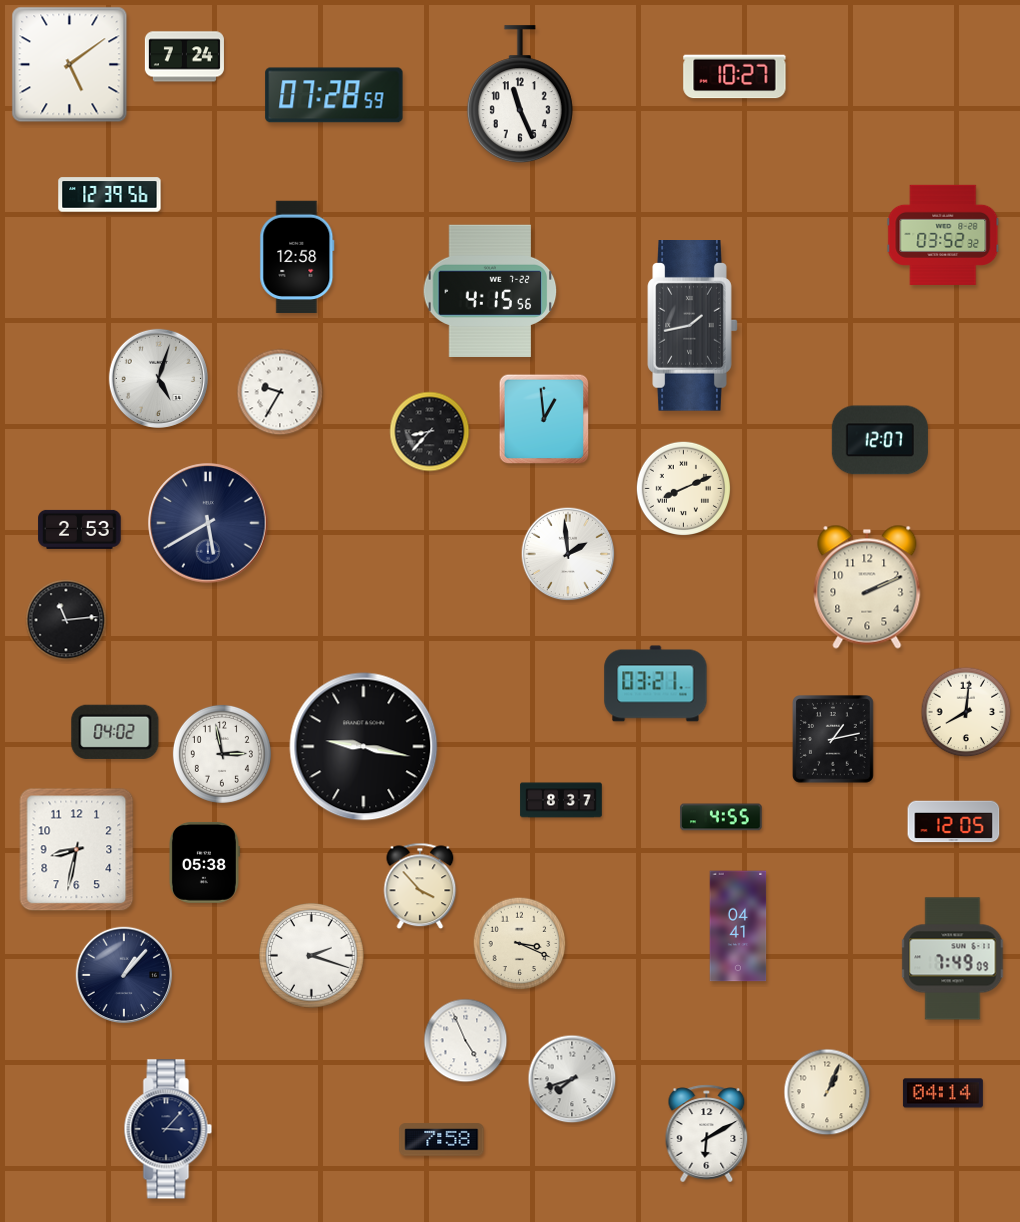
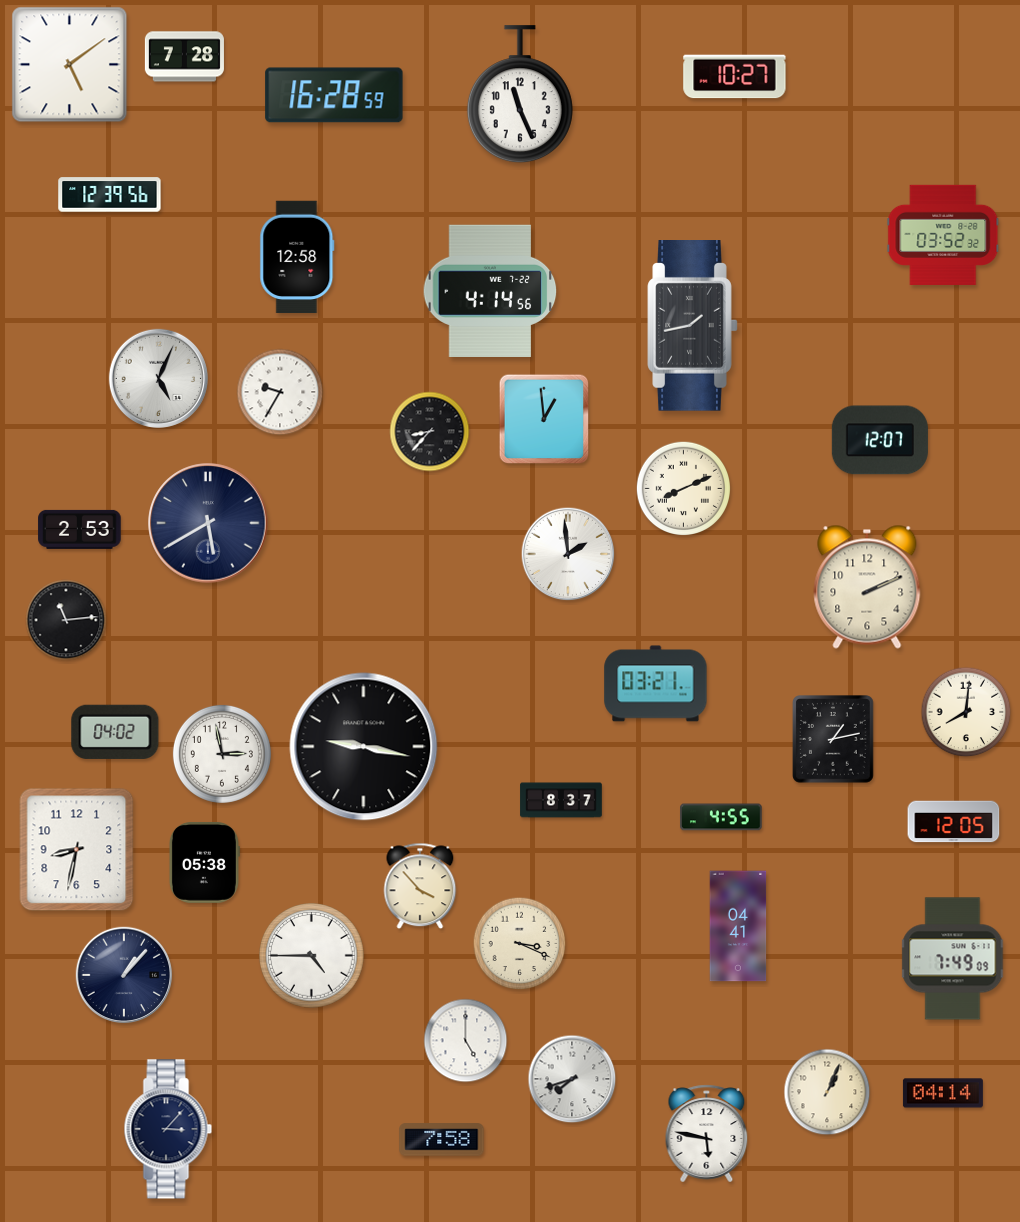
clock at (184, 57): 7:24 -> 7:28
clock at (334, 95): 07:28 -> 16:28
clock at (490, 290): 4:15 -> 4:14
clock at (158, 378): 5:03 -> 5:04
clock at (312, 956): 2:18 -> 4:45
clock at (466, 1041): 4:56 -> 5:00
clock at (707, 1134): 6:10 -> 5:47
